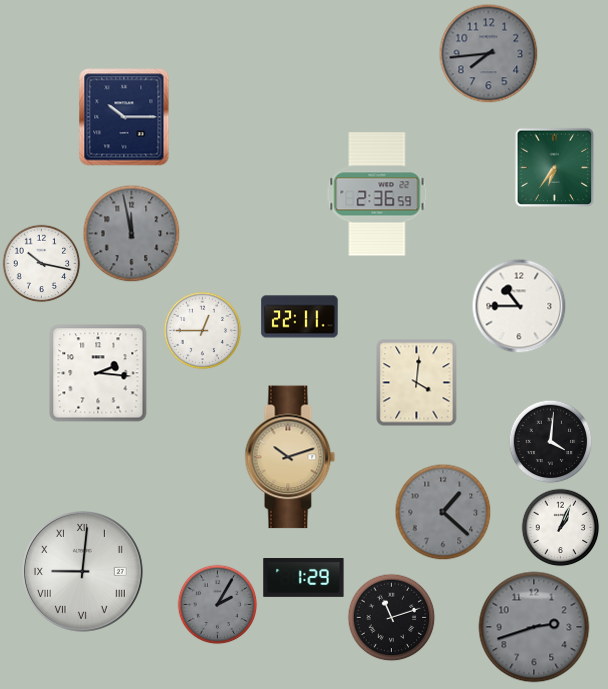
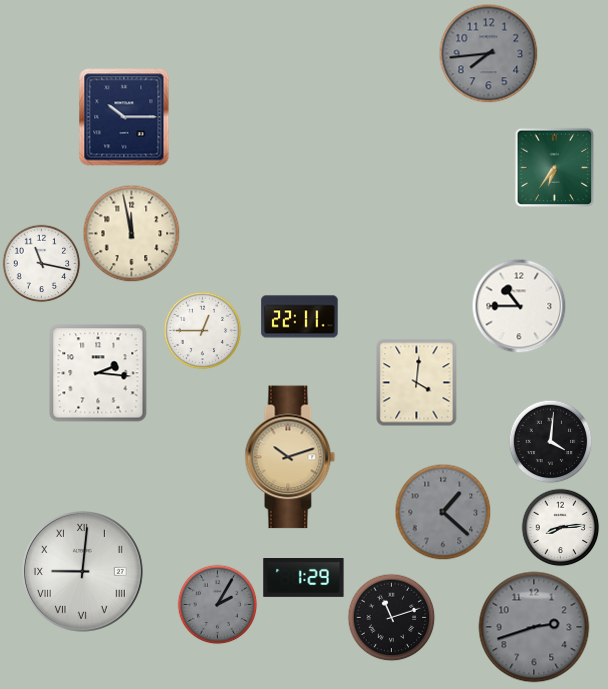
clock at (377, 194): 2:36 -> none
clock at (131, 233) dial: grey -> cream
clock at (41, 263): 10:17 -> 11:17
clock at (560, 527): 1:04 -> 8:14
